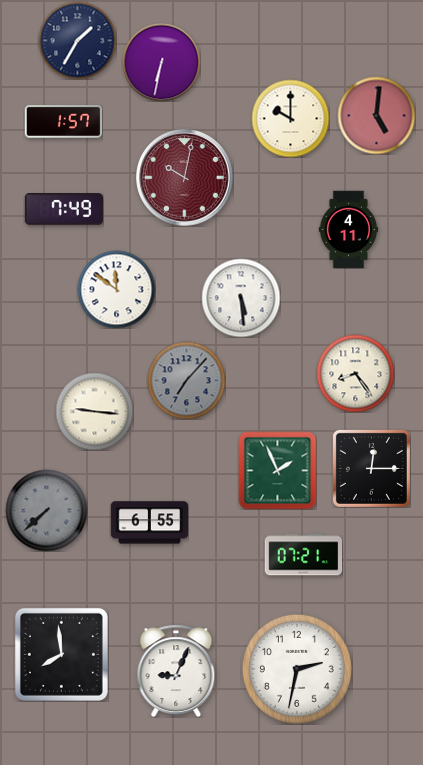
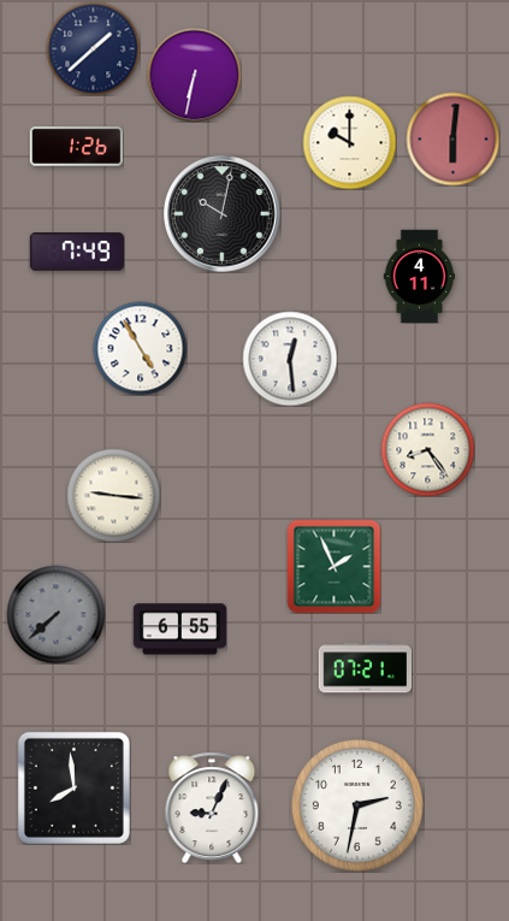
clock at (77, 40): 1:35 -> 1:38
clock at (376, 115): 5:01 -> 6:01
clock at (63, 122): 1:57 -> 1:26
clock at (185, 178) dial: burgundy -> black
clock at (116, 289): 11:51 -> 4:55
clock at (241, 298): 5:29 -> 12:29
clock at (186, 380): 7:07 -> none
clock at (371, 468): 12:15 -> none
